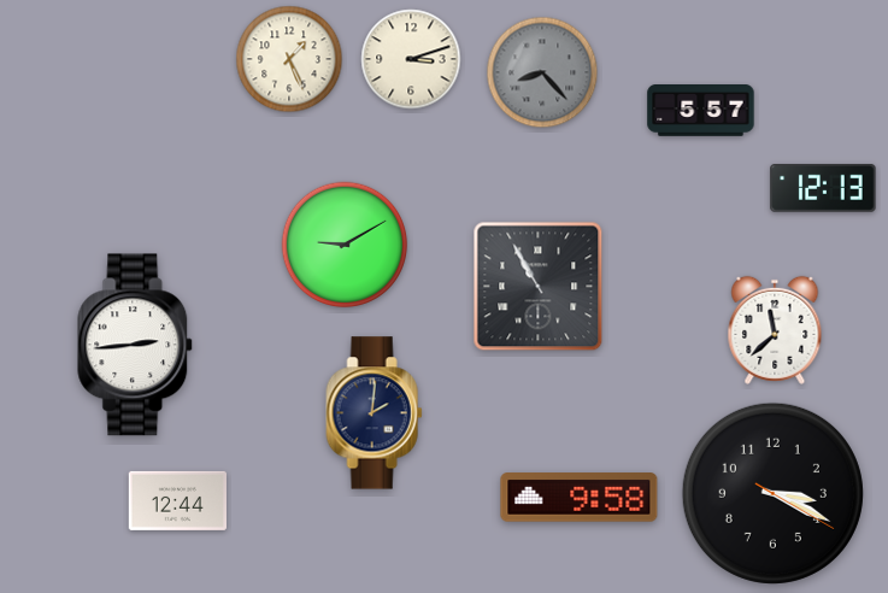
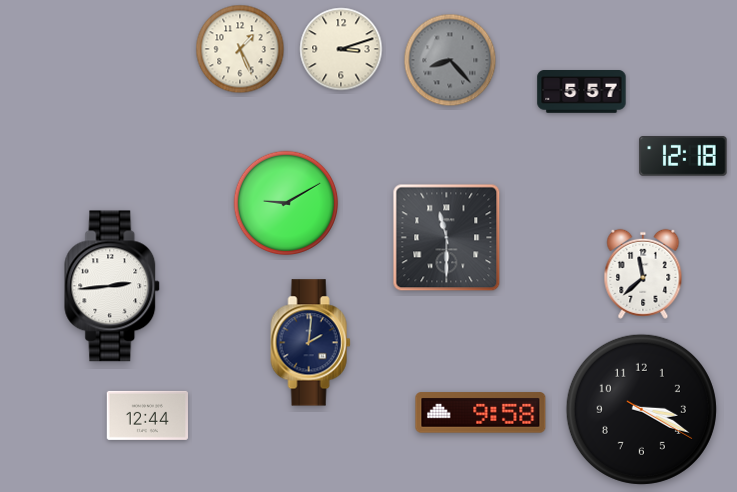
clock at (823, 189): 12:13 -> 12:18
clock at (539, 287): 10:55 -> 11:30
